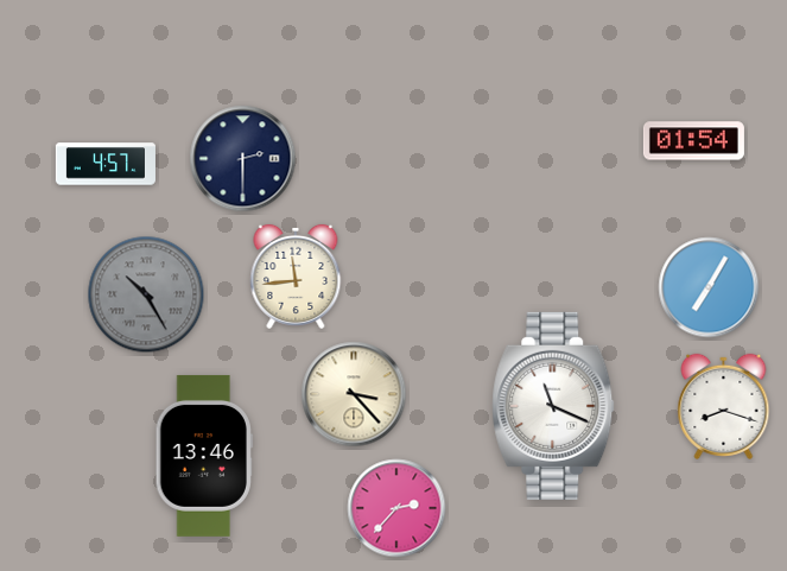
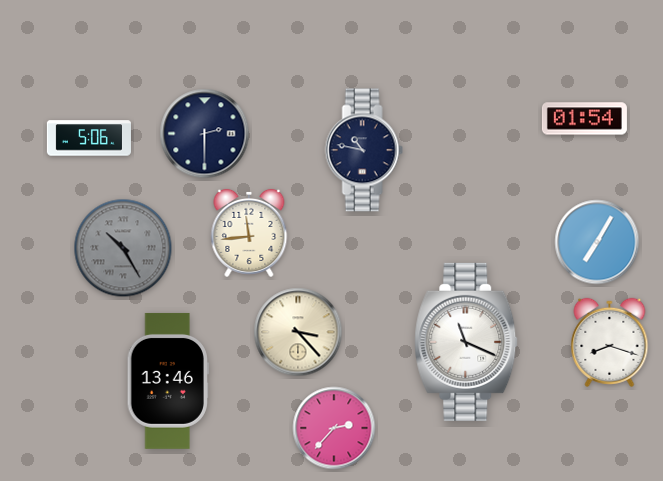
clock at (106, 164): 4:57 -> 5:06
clock at (364, 150): none -> 10:47
clock at (204, 456) position: (204, 456) -> (168, 381)
